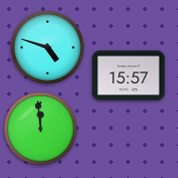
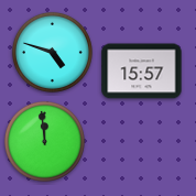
clock at (129, 76) position: (129, 76) -> (142, 72)
